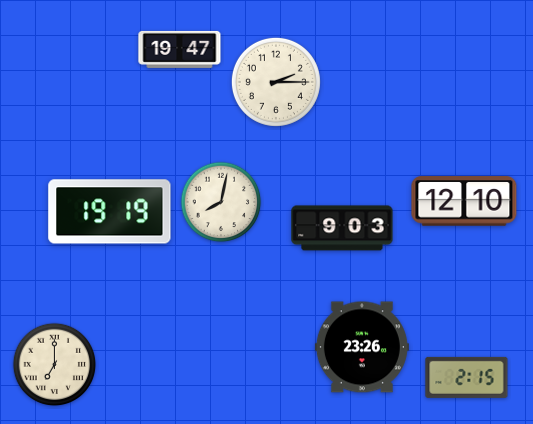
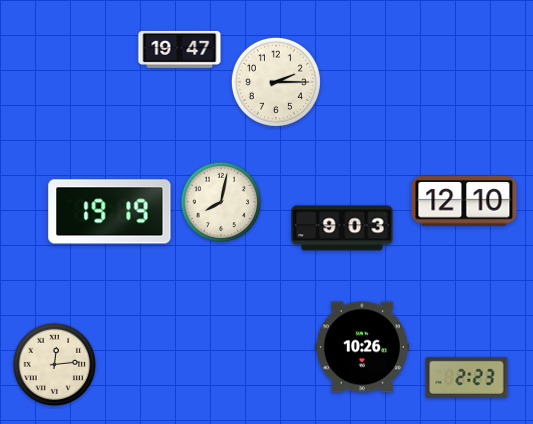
clock at (362, 347): 23:26 -> 10:26
clock at (55, 365): 7:00 -> 12:14
clock at (467, 377): 2:15 -> 2:23
